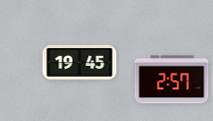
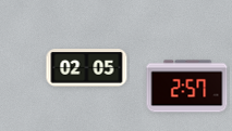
clock at (80, 63): 19:45 -> 02:05
